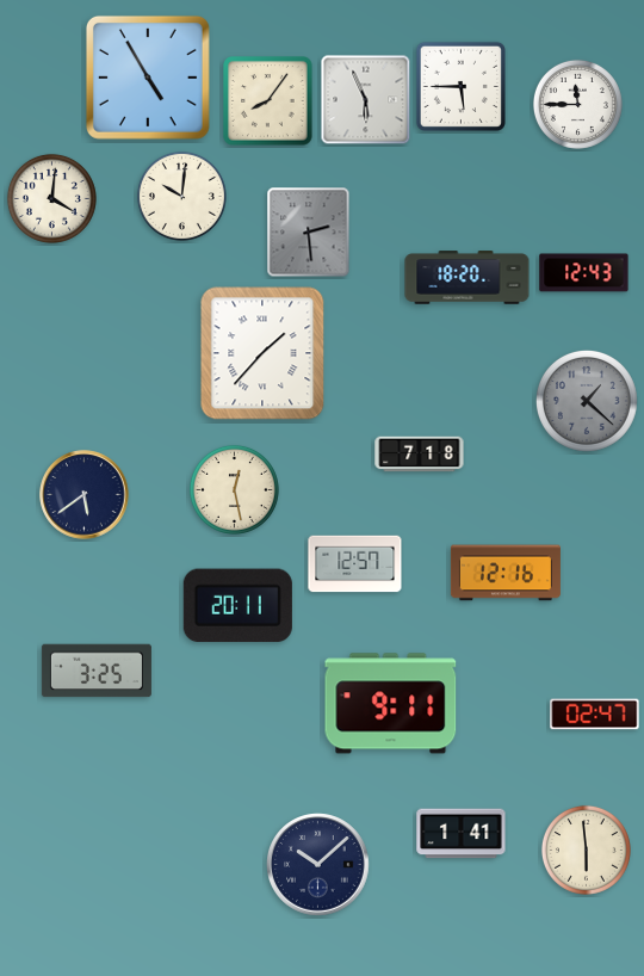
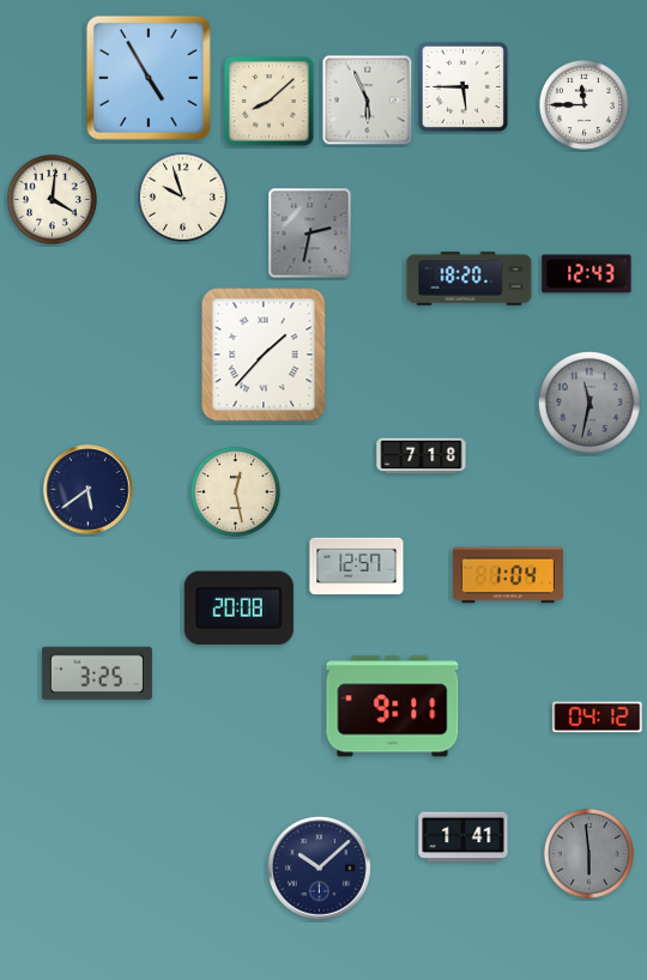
clock at (268, 101): 8:06 -> 8:08
clock at (577, 104) position: (577, 104) -> (583, 104)
clock at (181, 196): 10:01 -> 9:57
clock at (309, 233): 2:29 -> 2:32
clock at (587, 401): 1:22 -> 11:32
clock at (85, 495) position: (85, 495) -> (89, 490)
clock at (506, 573): 12:16 -> 1:04
clock at (237, 606): 20:11 -> 20:08
clock at (595, 715): 02:47 -> 04:12
clock at (586, 850) dial: cream -> grey
